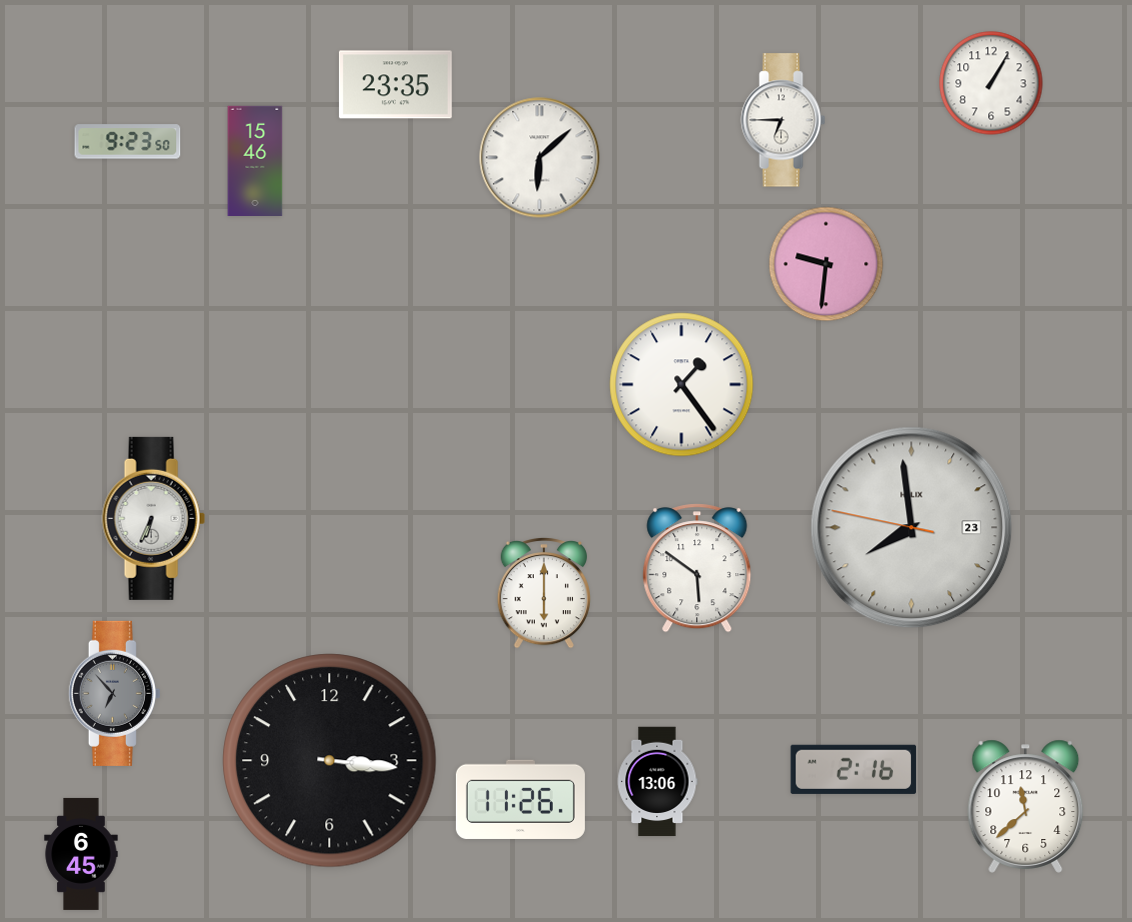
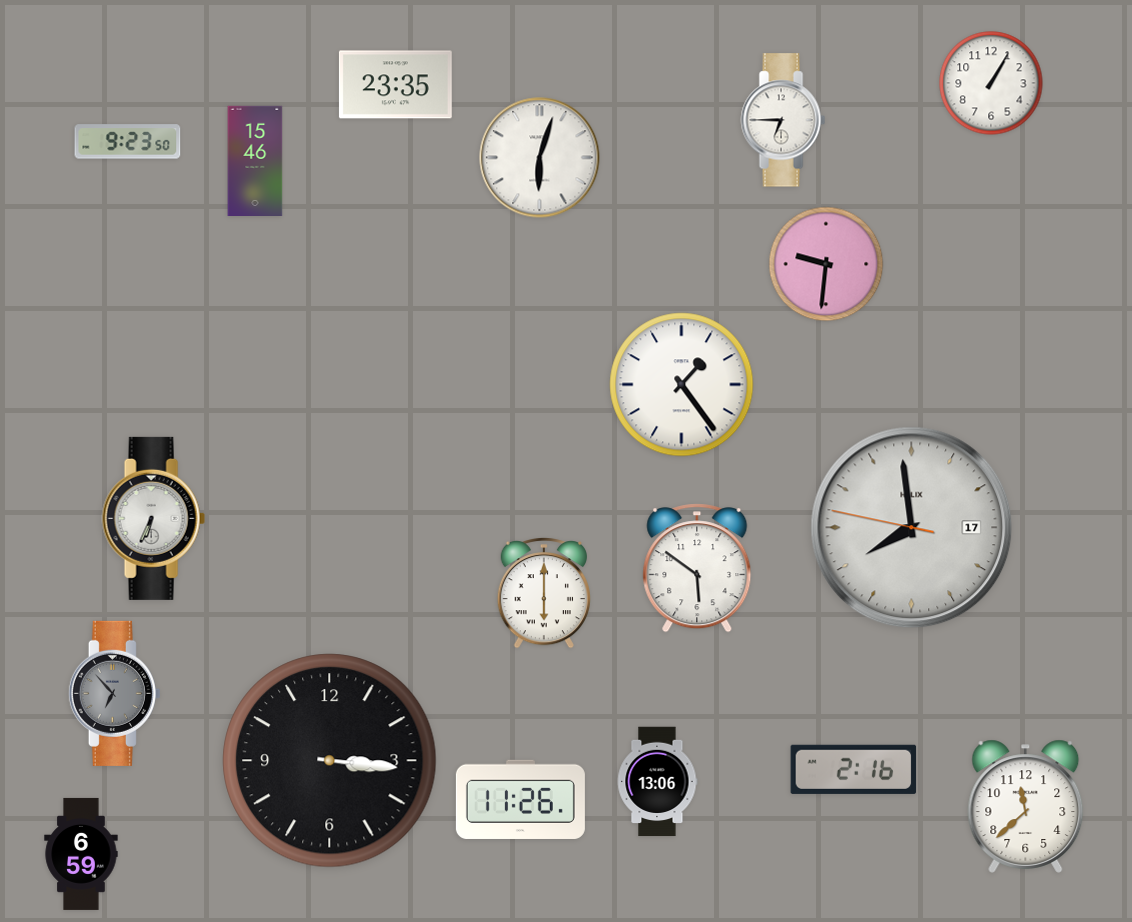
clock at (540, 158): 6:08 -> 6:03
clock at (912, 528) date: 23 -> 17
clock at (81, 854): 6:45 -> 6:59
